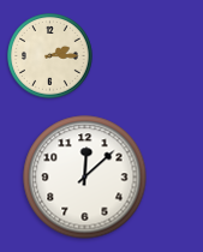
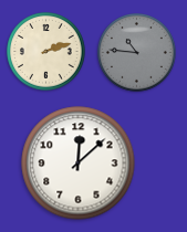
clock at (50, 56): 2:15 -> 2:12
clock at (137, 53): none -> 10:46
